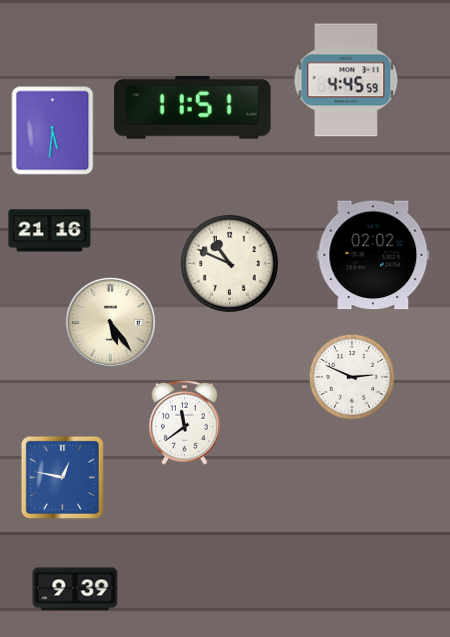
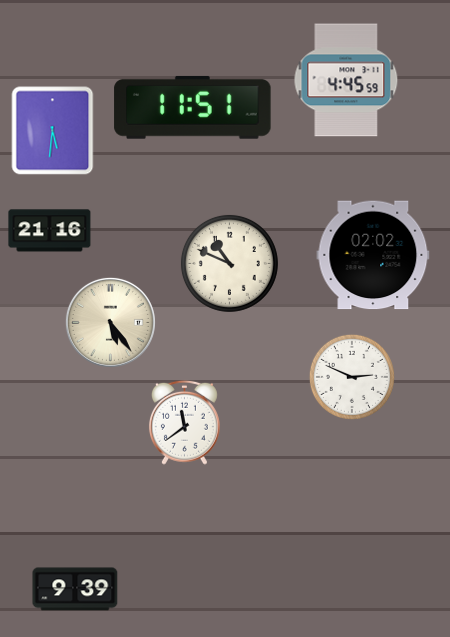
clock at (62, 477): 12:47 -> none
